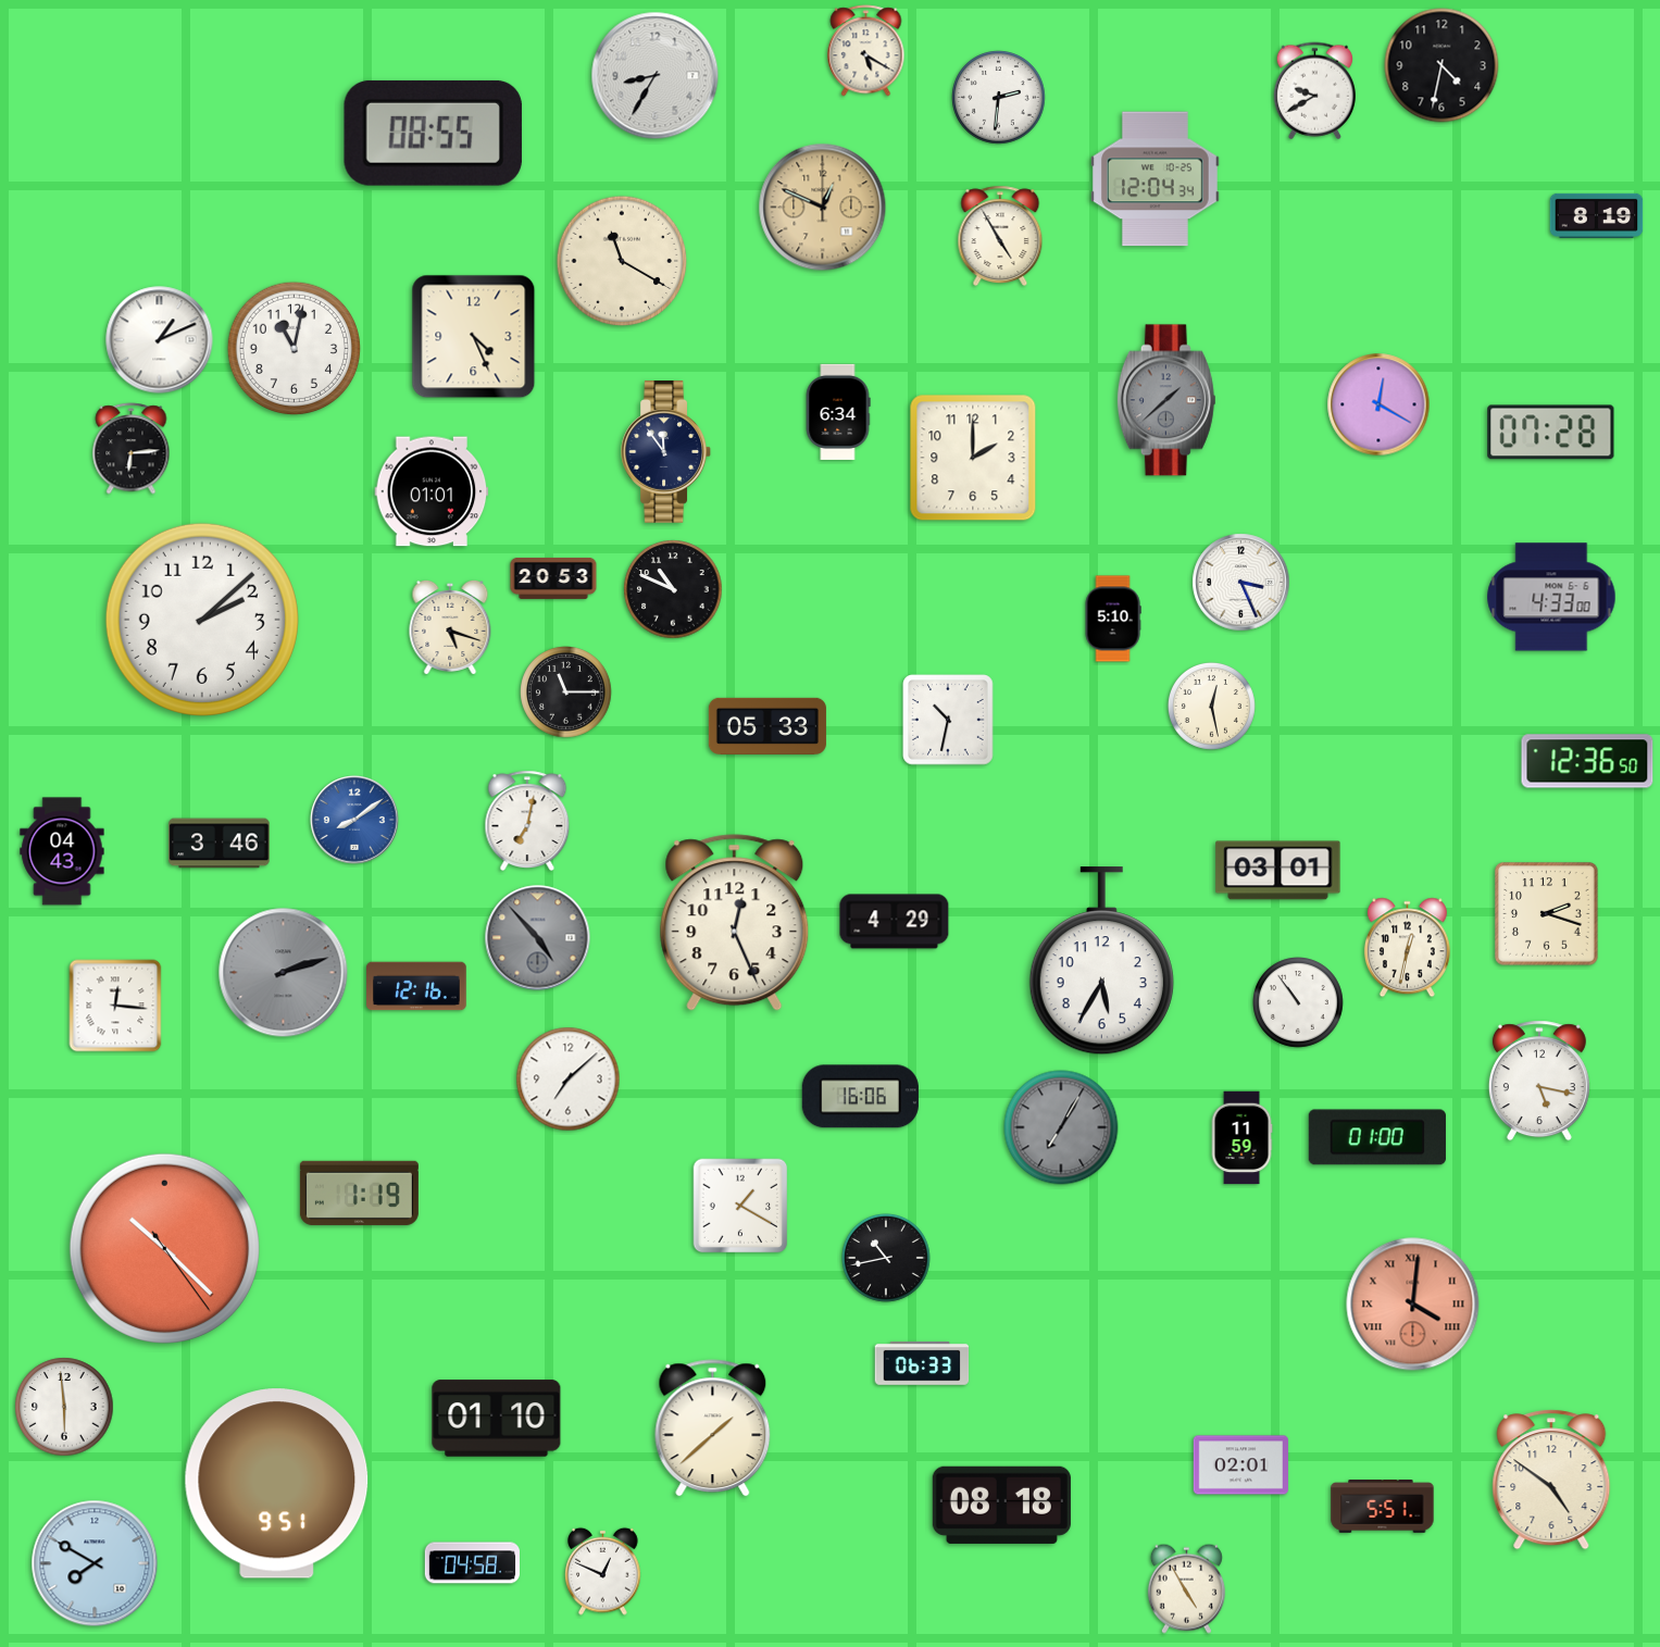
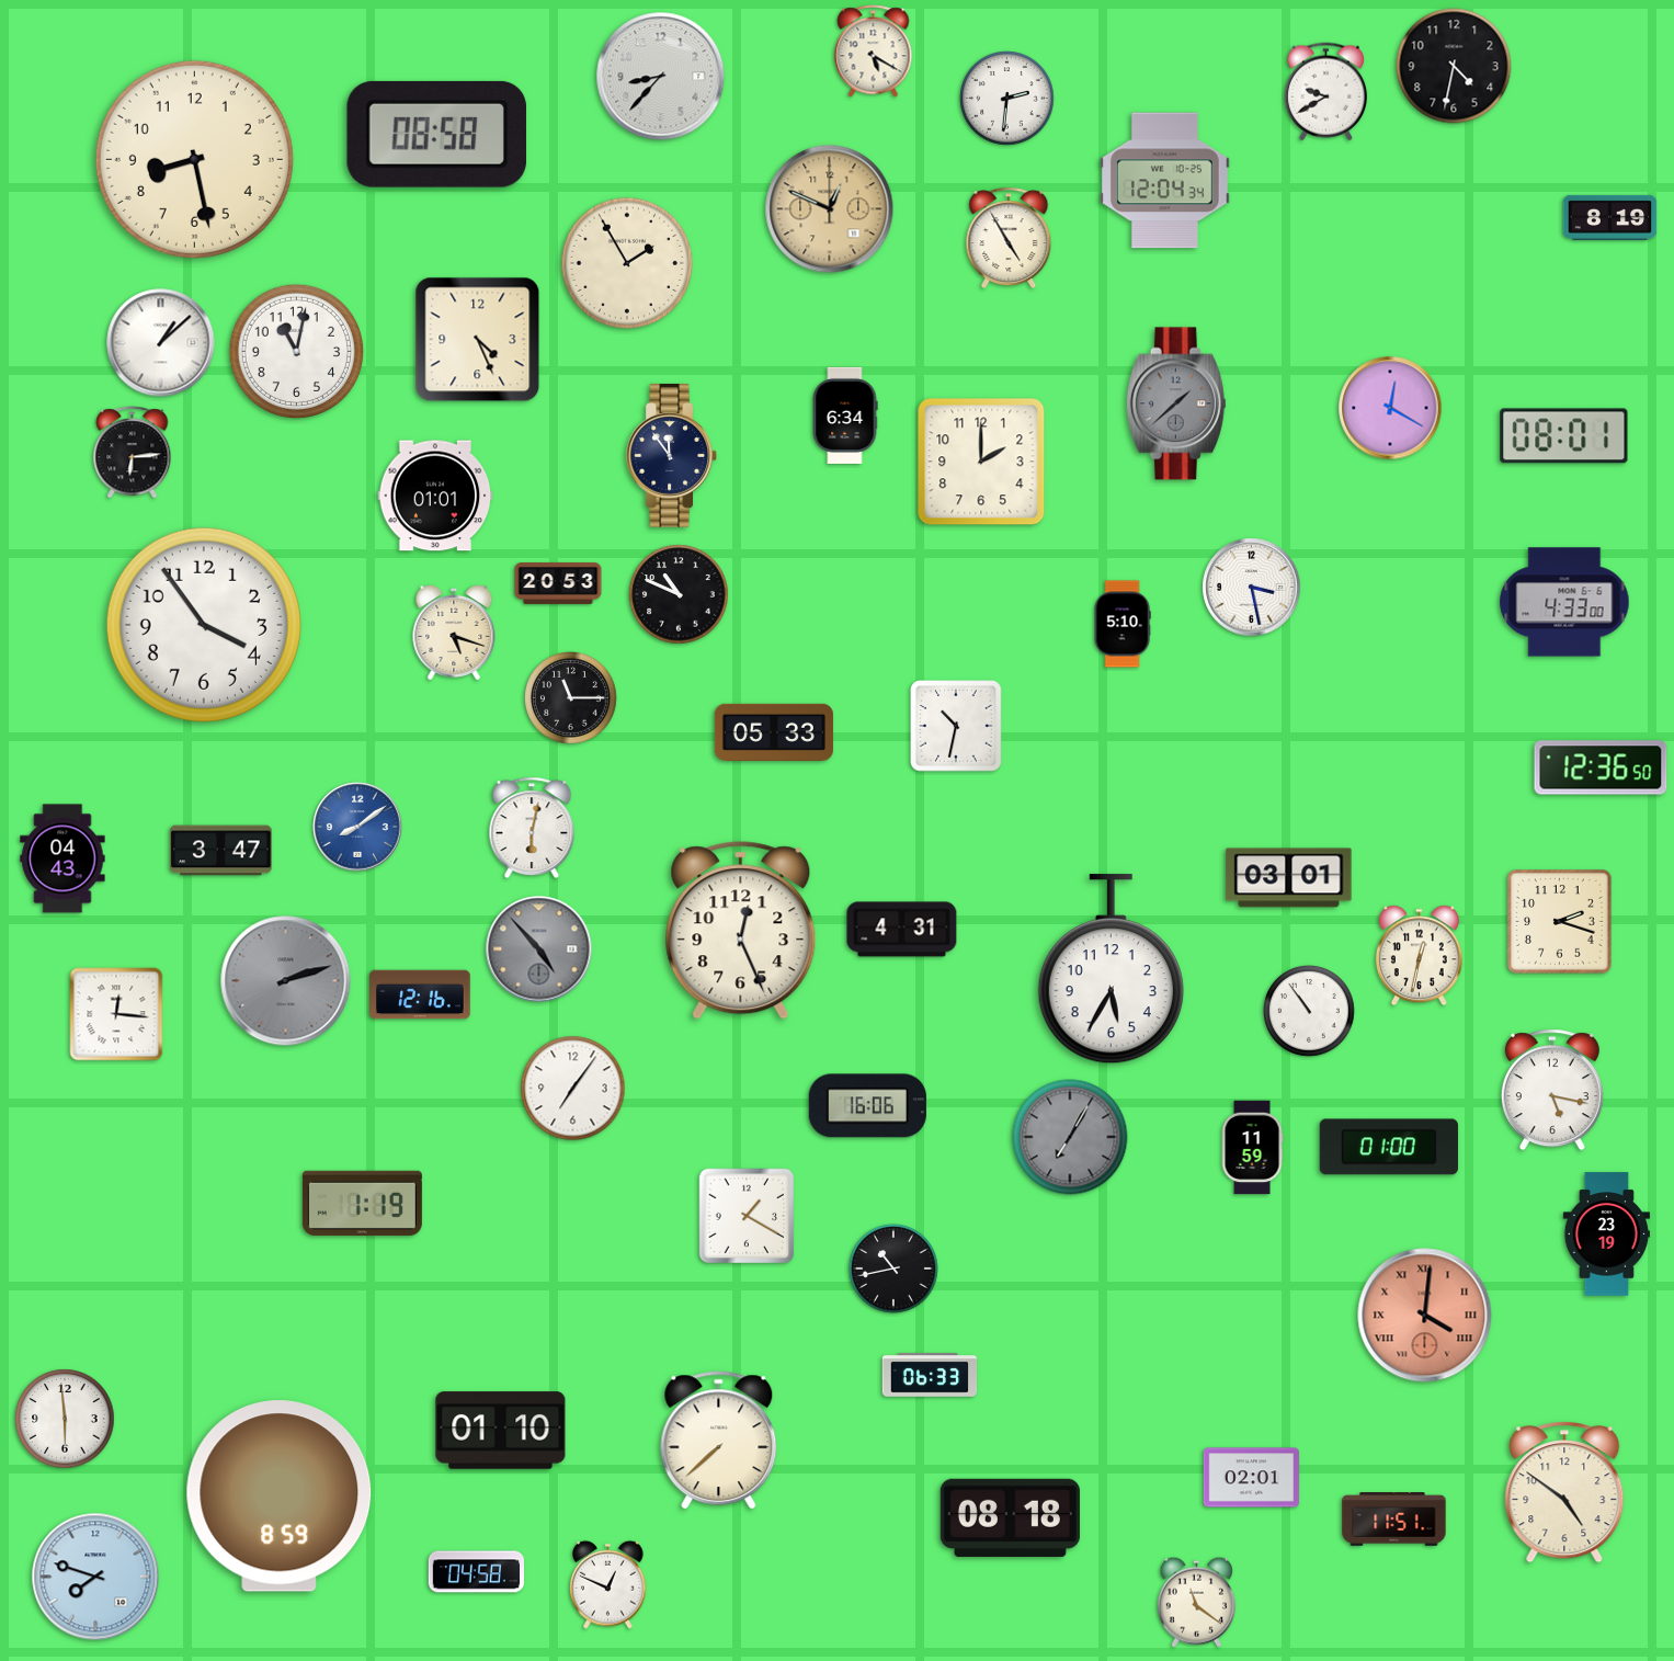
clock at (656, 76): 8:35 -> 8:37
clock at (433, 133): 08:55 -> 08:58
clock at (194, 159): none -> 8:28
clock at (622, 261): 11:20 -> 1:55
clock at (160, 340): 1:11 -> 1:08
clock at (1551, 433): 07:28 -> 08:01
clock at (1241, 583): 3:26 -> 3:28
clock at (202, 620): 2:08 -> 3:54
clock at (1211, 706): 12:28 -> none
clock at (527, 821): 7:02 -> 6:02
clock at (220, 844): 3:46 -> 3:47
clock at (895, 922): 4:29 -> 4:31
clock at (538, 938) position: (538, 938) -> (539, 949)
clock at (569, 1080): 7:08 -> 7:06
clock at (1606, 1235): none -> 23:19
clock at (164, 1248): 10:22 -> none
clock at (713, 1428): 1:38 -> 7:38
clock at (277, 1484): 9:51 -> 8:59
clock at (1383, 1507): 5:51 -> 11:51
clock at (95, 1563): 7:50 -> 7:48
clock at (472, 1563) position: (472, 1563) -> (476, 1572)
clock at (1186, 1588): 4:55 -> 11:21
